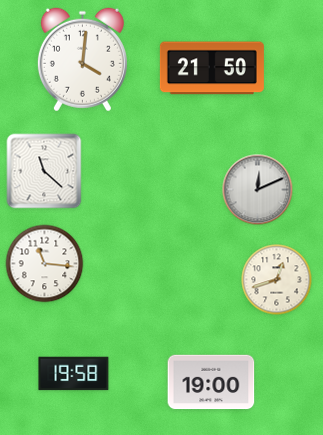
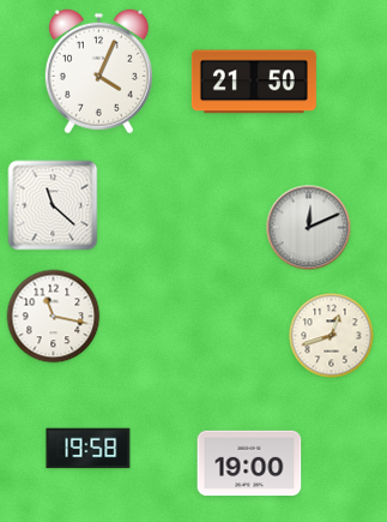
clock at (82, 60): 4:01 -> 4:04
clock at (45, 264): 11:16 -> 11:17
clock at (211, 382) position: (211, 382) -> (249, 463)
